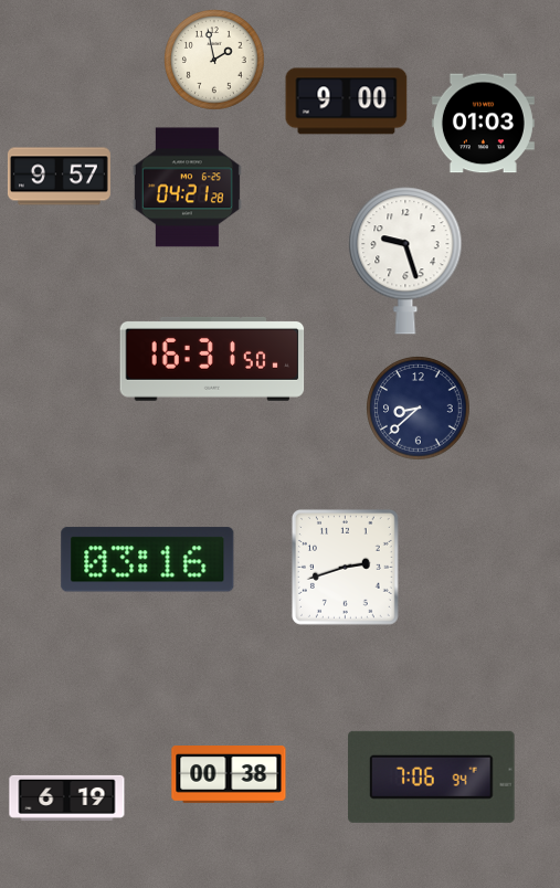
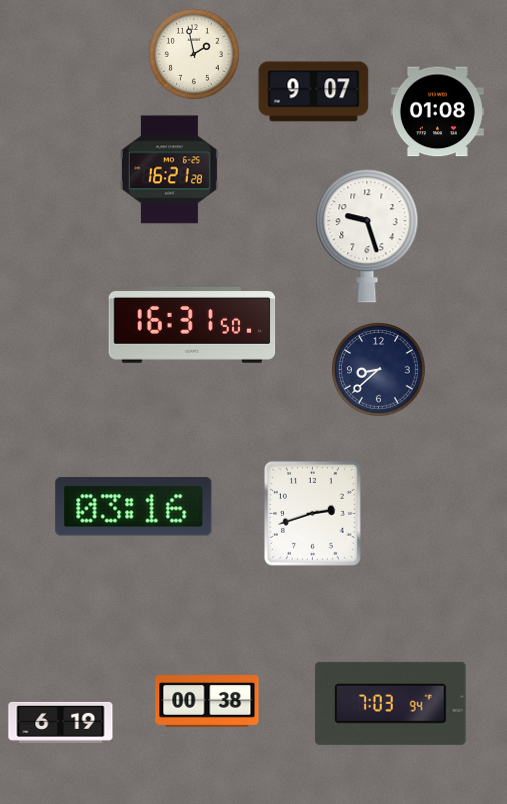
clock at (347, 102): 9:00 -> 9:07
clock at (483, 124): 01:03 -> 01:08
clock at (59, 177): 9:57 -> none
clock at (187, 188): 04:21 -> 16:21
clock at (432, 776): 7:06 -> 7:03
